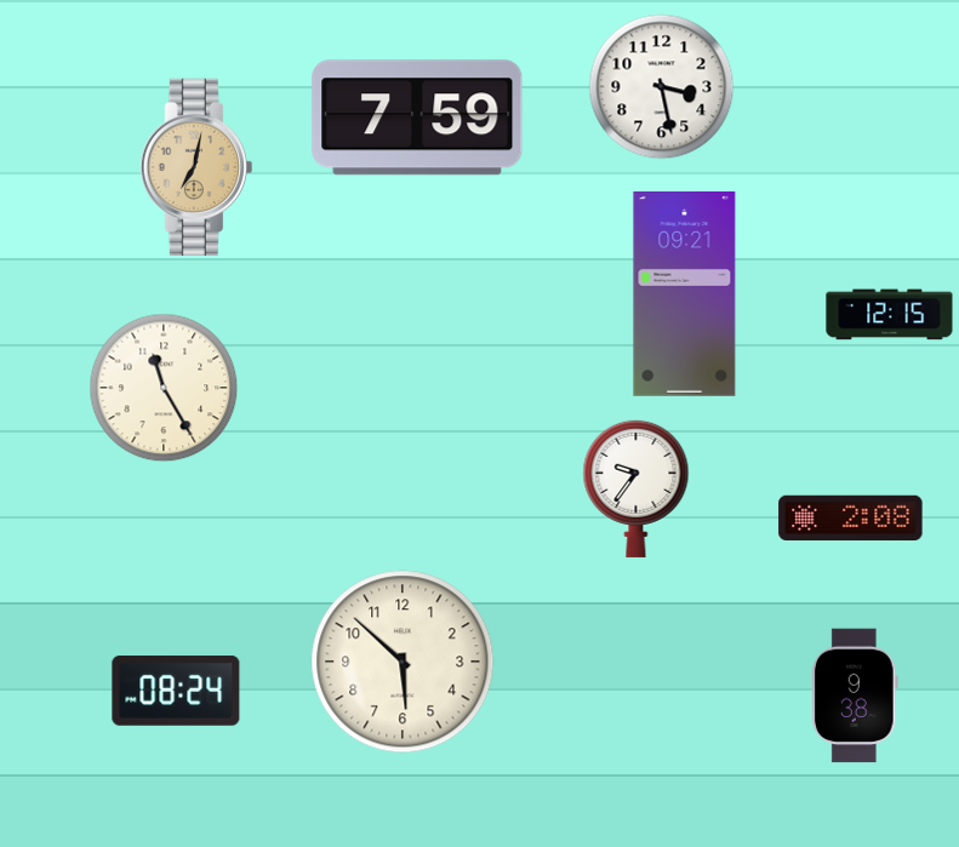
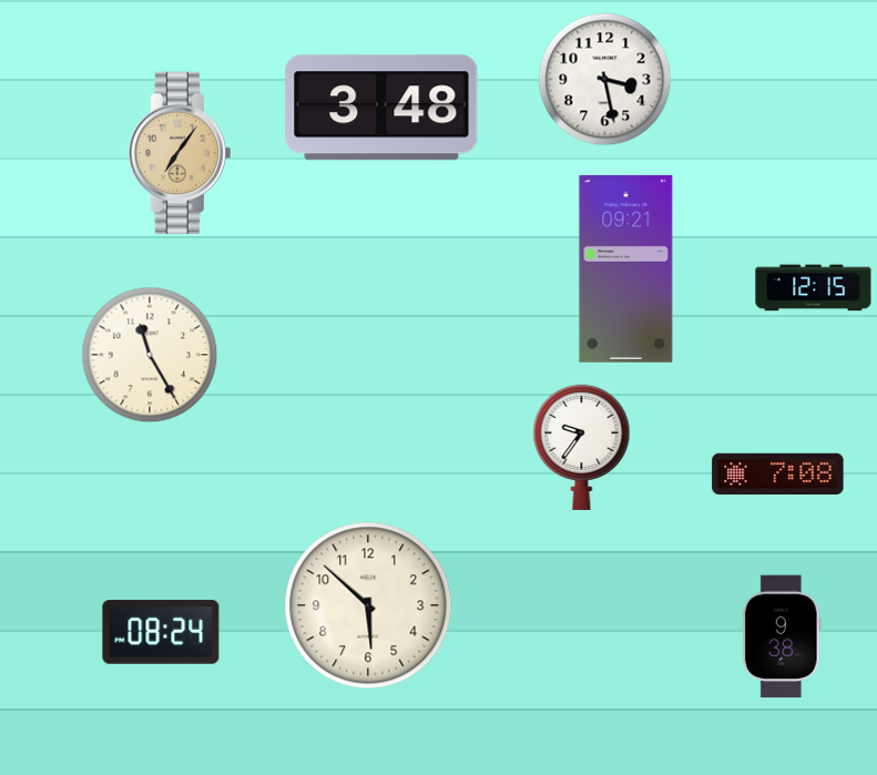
clock at (417, 118): 7:59 -> 3:48
clock at (196, 166): 7:02 -> 7:06
clock at (851, 517): 2:08 -> 7:08
